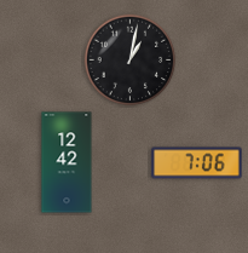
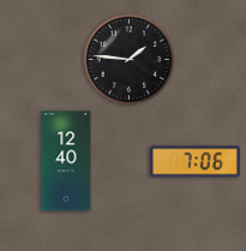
clock at (131, 61): 1:02 -> 1:46
clock at (67, 162): 12:42 -> 12:40
